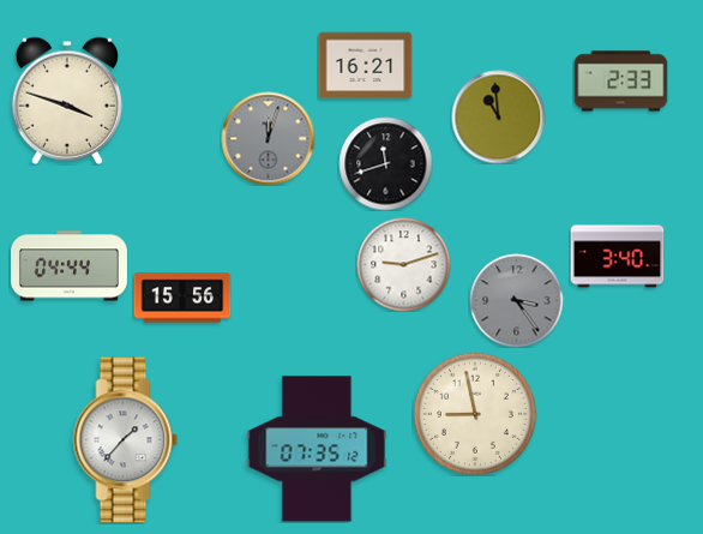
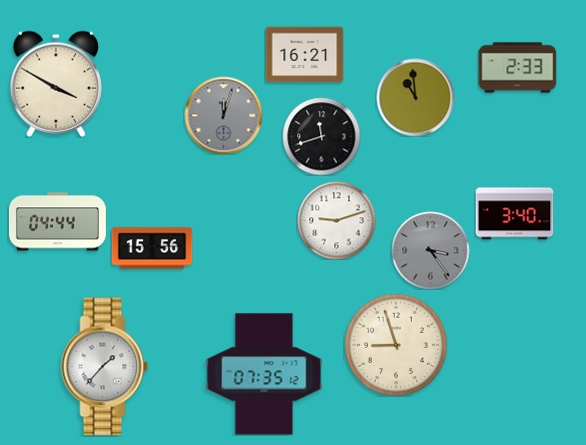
clock at (67, 101): 3:48 -> 3:50
clock at (475, 414): 8:58 -> 8:57
